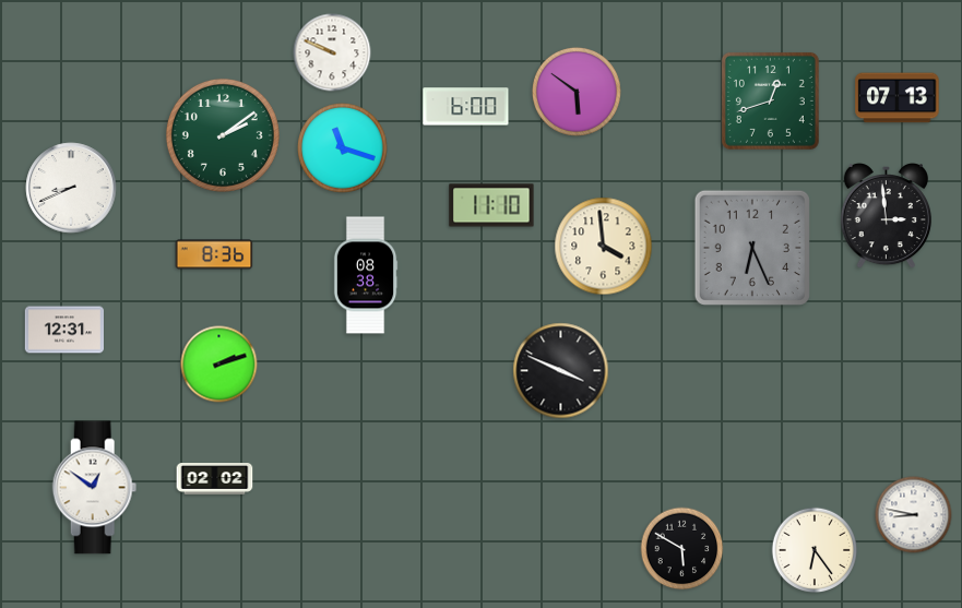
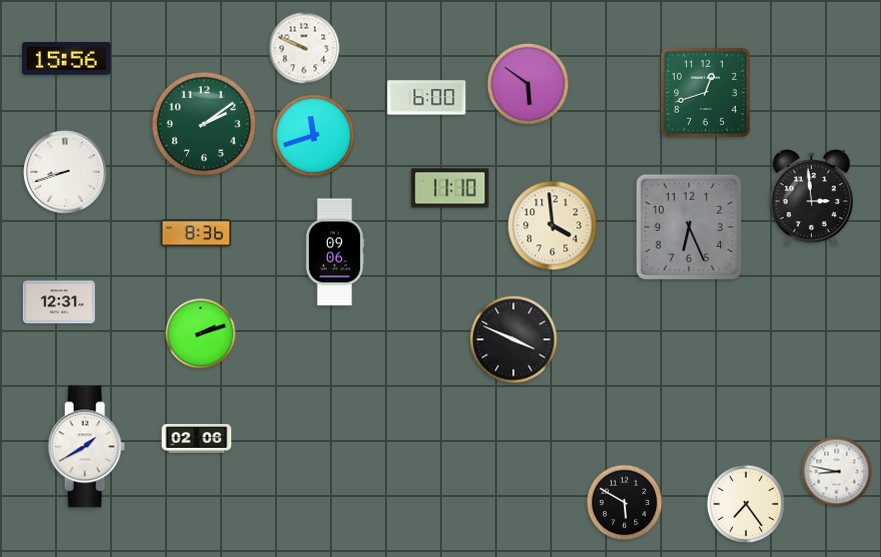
clock at (67, 59): none -> 15:56
clock at (898, 98): 07:13 -> none
clock at (343, 148): 11:18 -> 11:42
clock at (71, 188): 8:41 -> 8:42
clock at (366, 275): 08:38 -> 09:06
clock at (215, 479): 02:02 -> 02:06
clock at (95, 488): 12:51 -> 1:40
clock at (815, 550): 6:24 -> 7:24
